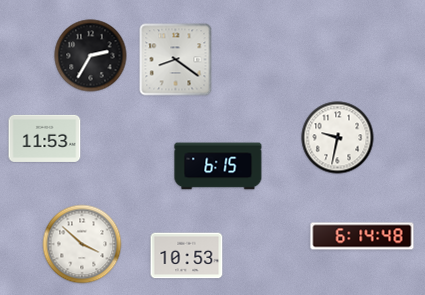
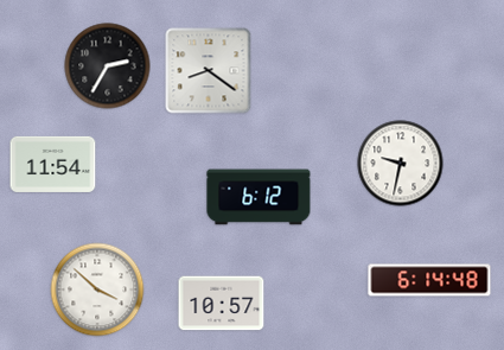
clock at (45, 138): 11:53 -> 11:54
clock at (218, 166): 6:15 -> 6:12
clock at (187, 256): 10:53 -> 10:57
